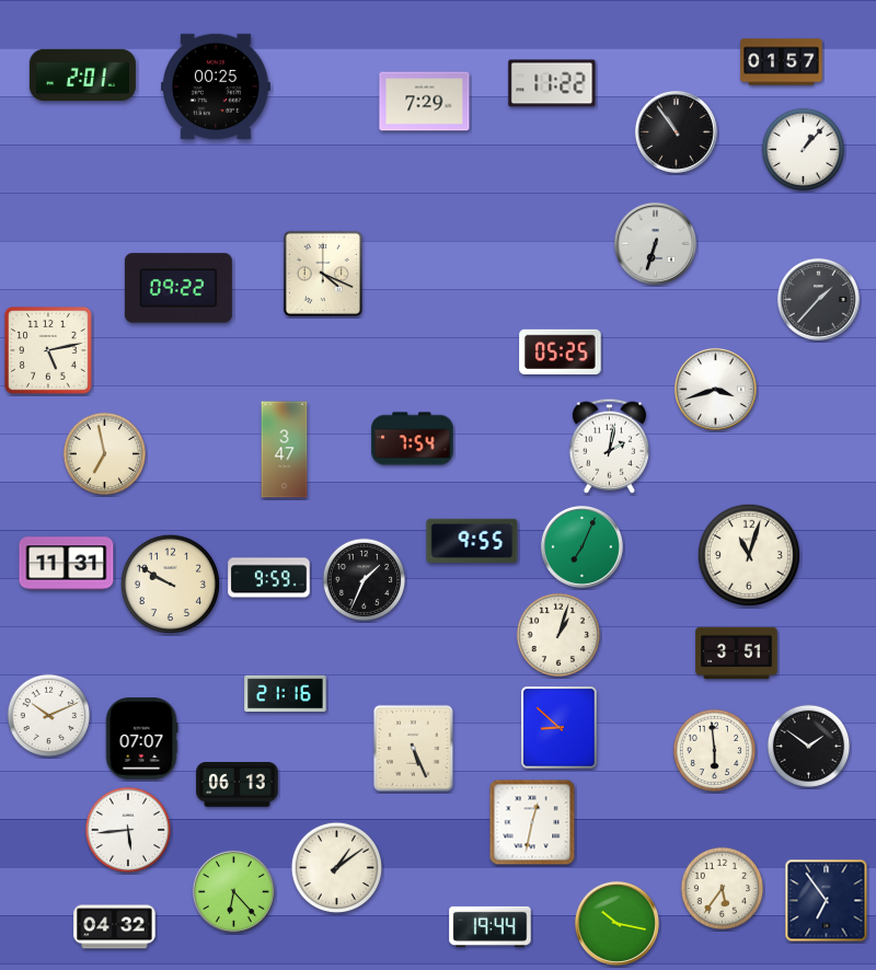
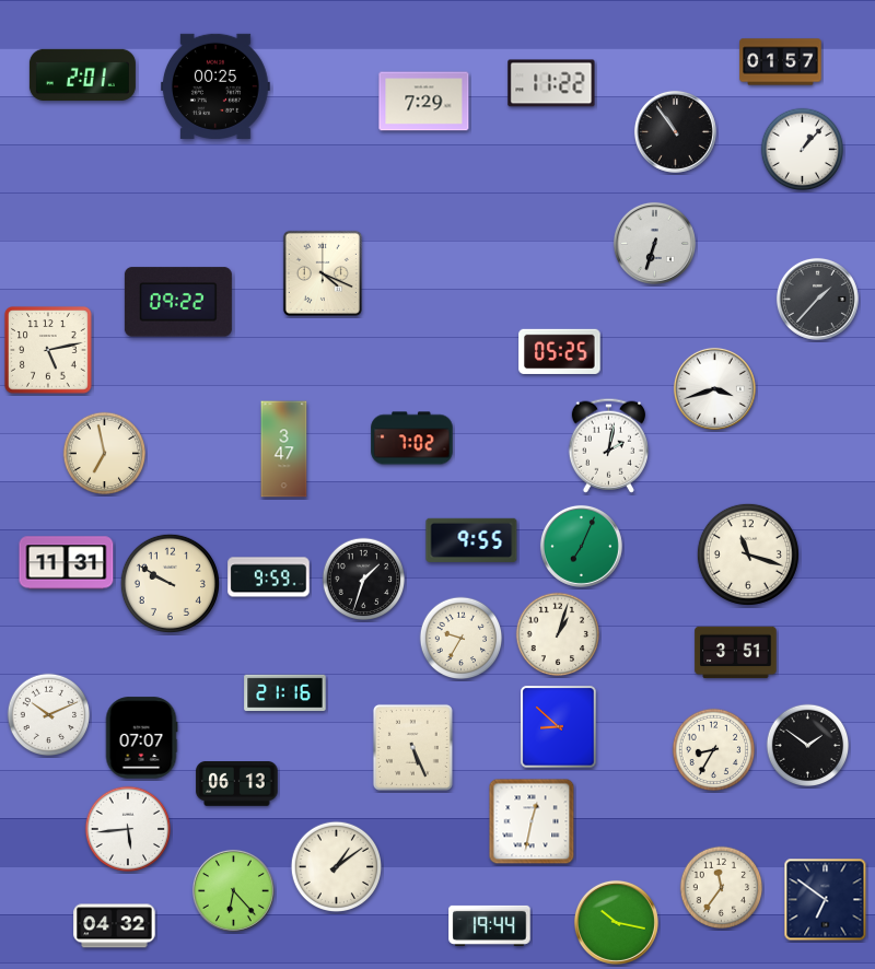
clock at (178, 288) position: (178, 288) -> (178, 302)
clock at (413, 439): 7:54 -> 7:02
clock at (749, 555): 11:03 -> 11:18
clock at (365, 580): 1:34 -> 1:33
clock at (462, 639): none -> 9:35
clock at (715, 751): 5:59 -> 8:35
clock at (723, 889): 5:36 -> 11:36
clock at (827, 901): 6:54 -> 6:51
